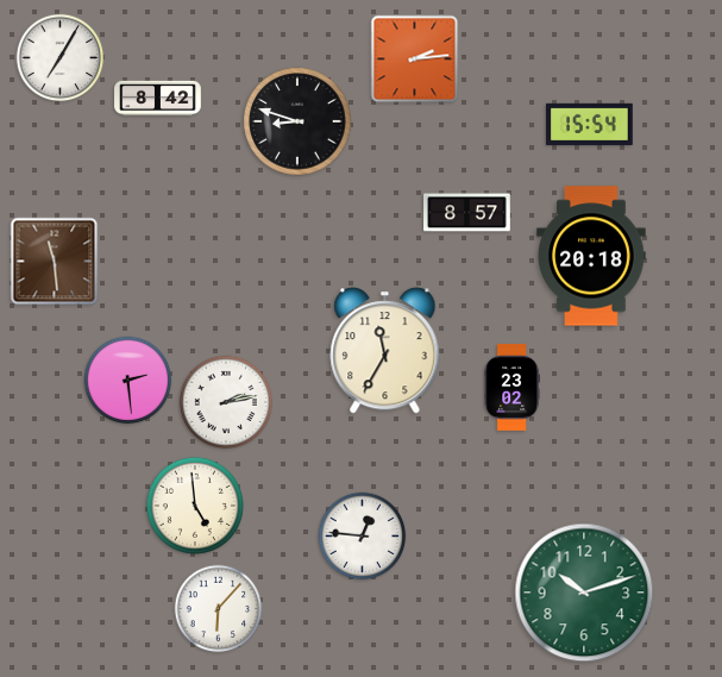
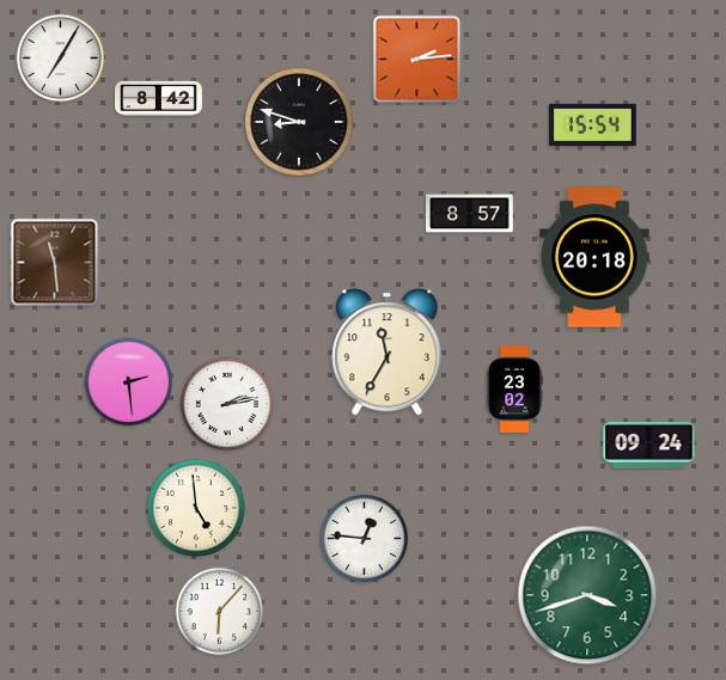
clock at (649, 445): none -> 09:24
clock at (584, 593): 10:12 -> 3:42
